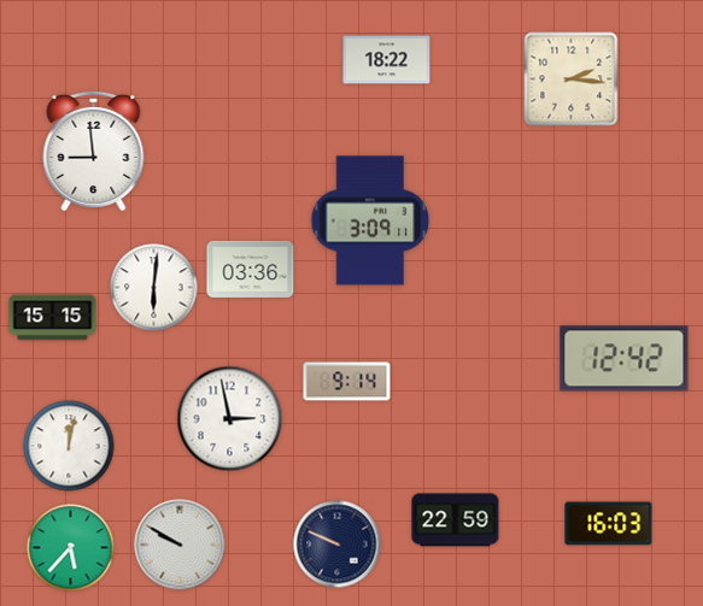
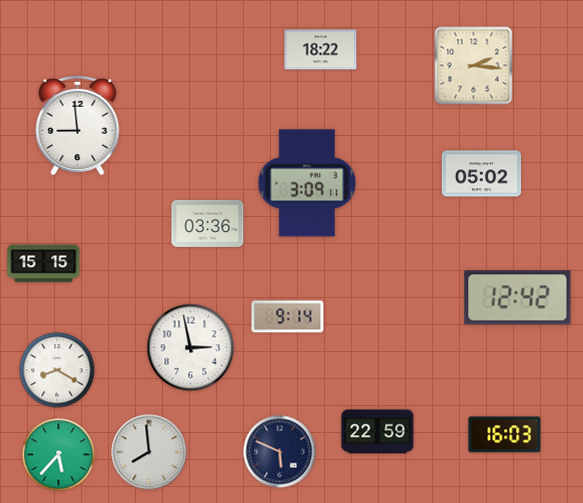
clock at (482, 174): none -> 05:02
clock at (154, 288): 6:01 -> none
clock at (69, 446): 12:02 -> 8:20
clock at (180, 545): 9:50 -> 7:59
clock at (338, 545): 9:49 -> 5:49
